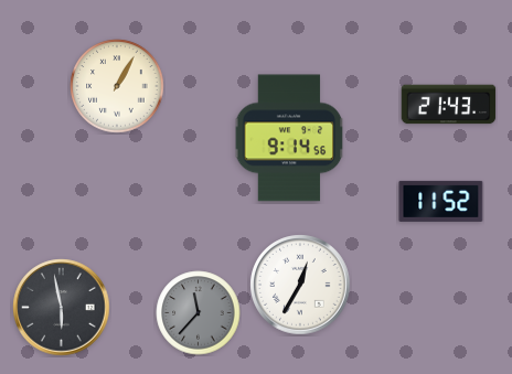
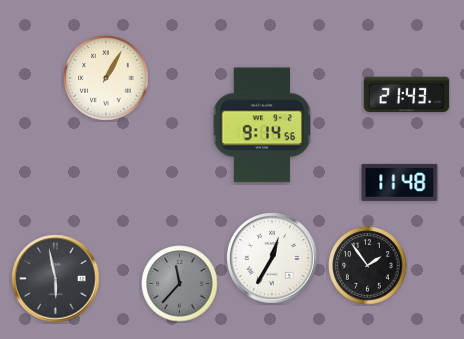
clock at (441, 201): 11:52 -> 11:48
clock at (368, 266): none -> 1:54
